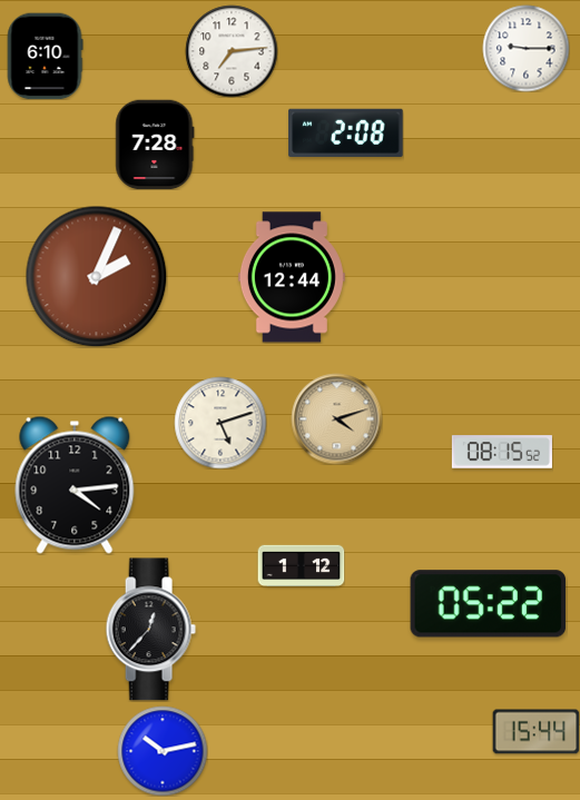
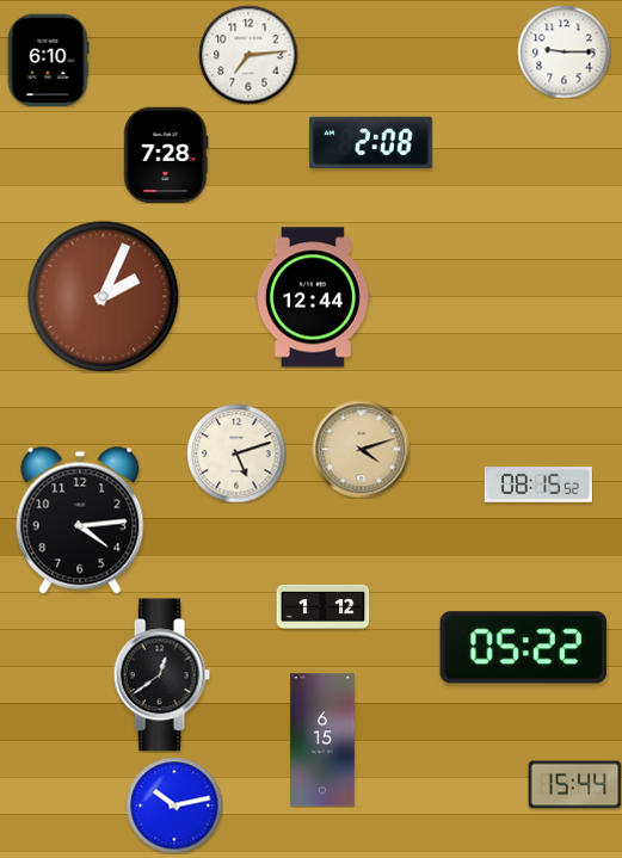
clock at (150, 630): 12:37 -> 12:39
clock at (322, 740): none -> 6:15
